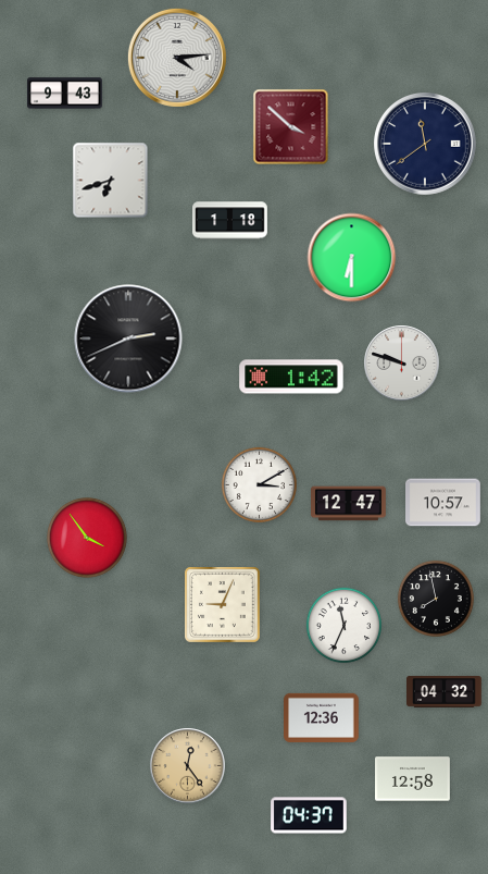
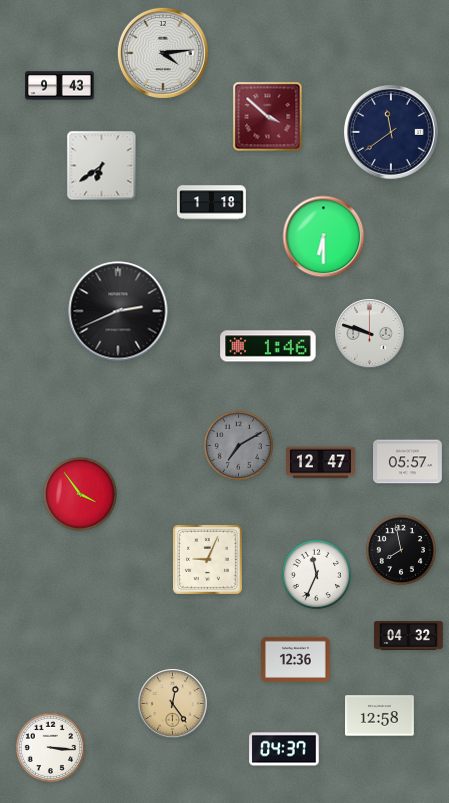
clock at (111, 181): 6:42 -> 6:39
clock at (291, 377): 1:42 -> 1:46
clock at (259, 484): 3:10 -> 7:10
clock at (259, 484) dial: white -> grey
clock at (443, 503): 10:57 -> 05:57
clock at (223, 605) position: (223, 605) -> (208, 560)
clock at (50, 747): none -> 3:16
